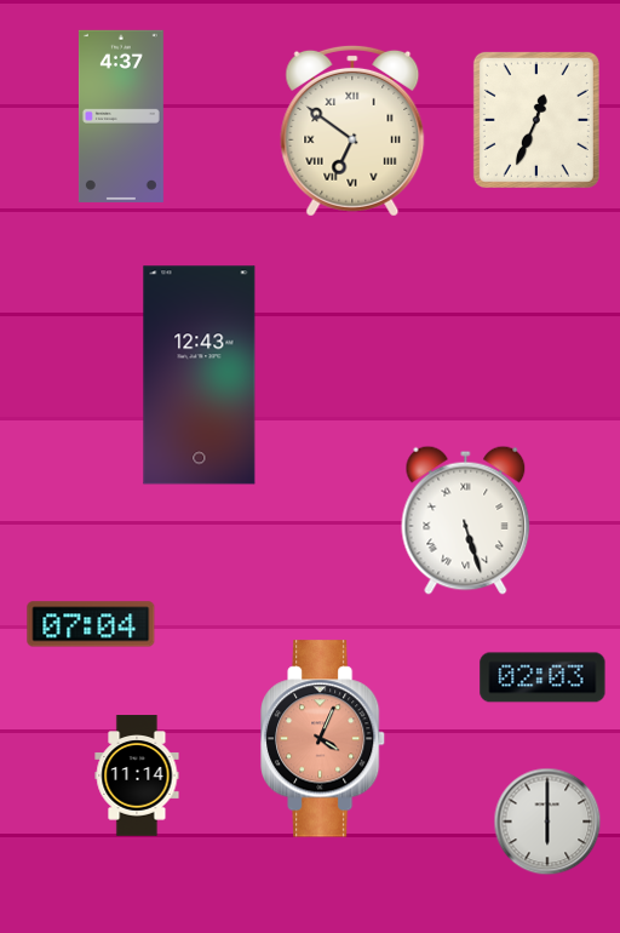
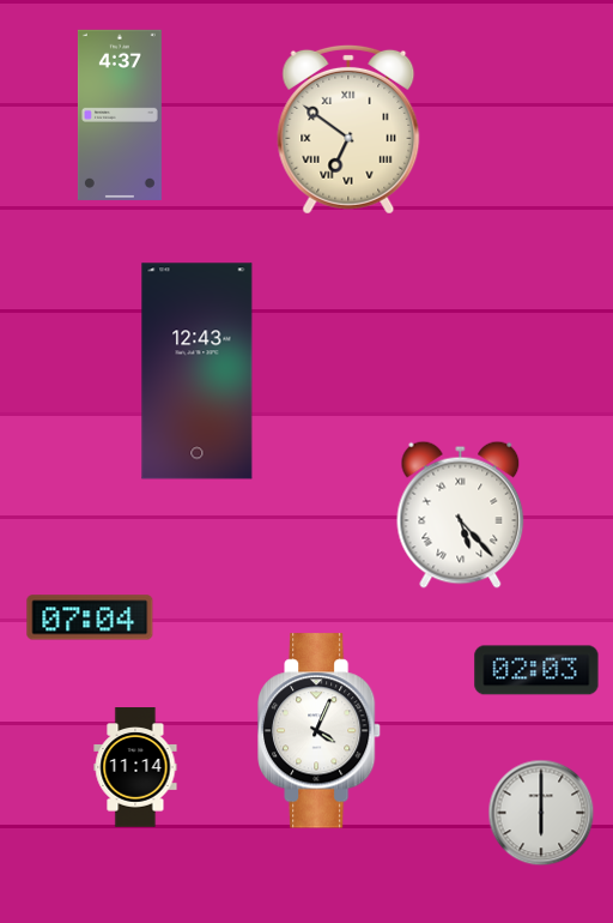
clock at (536, 120): 12:34 -> none
clock at (466, 520): 5:27 -> 5:23
clock at (323, 739) dial: salmon -> white
